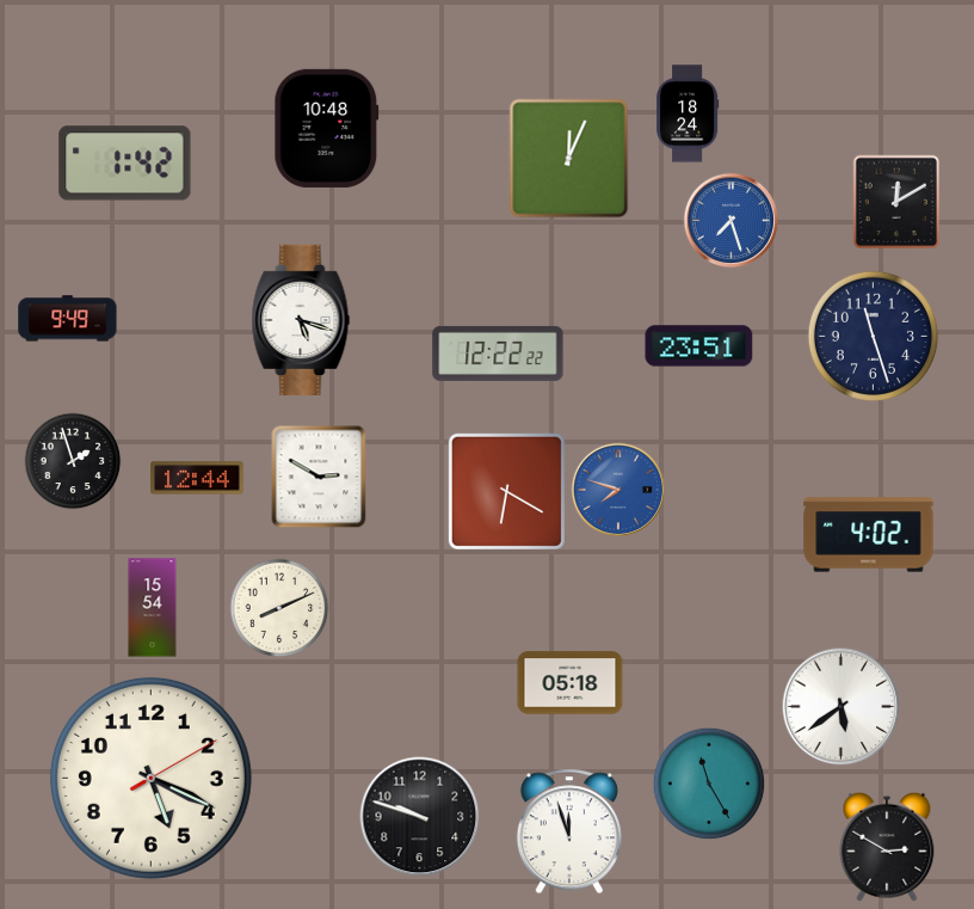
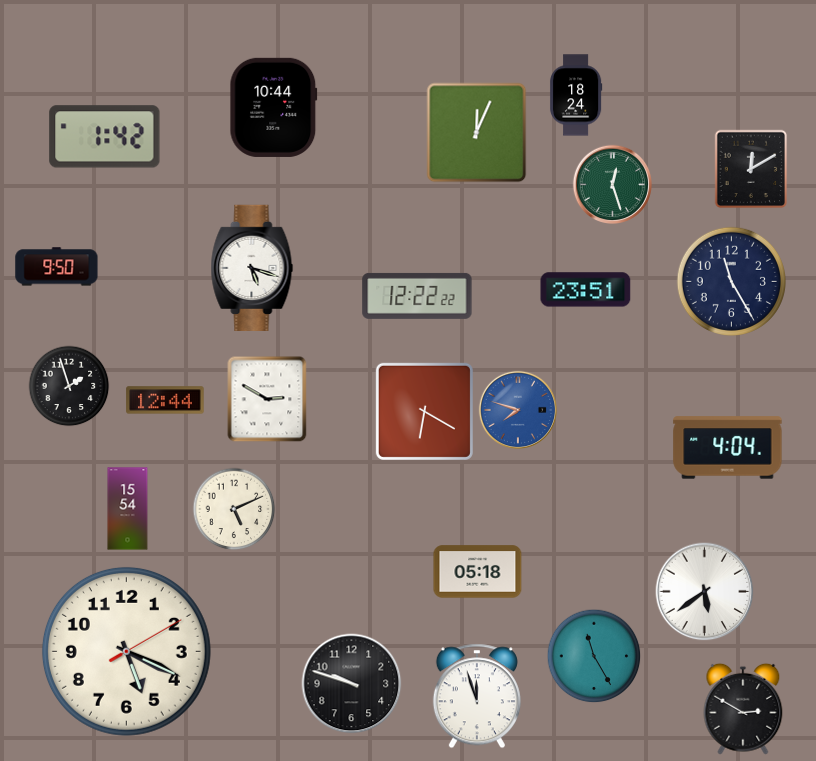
clock at (327, 128): 10:48 -> 10:44
clock at (730, 220): 7:27 -> 12:27
clock at (730, 220) dial: blue -> green
clock at (68, 319): 9:49 -> 9:50
clock at (873, 336): 11:27 -> 11:25
clock at (73, 461) position: (73, 461) -> (69, 386)
clock at (869, 535): 4:02 -> 4:04
clock at (279, 608): 8:11 -> 5:11
